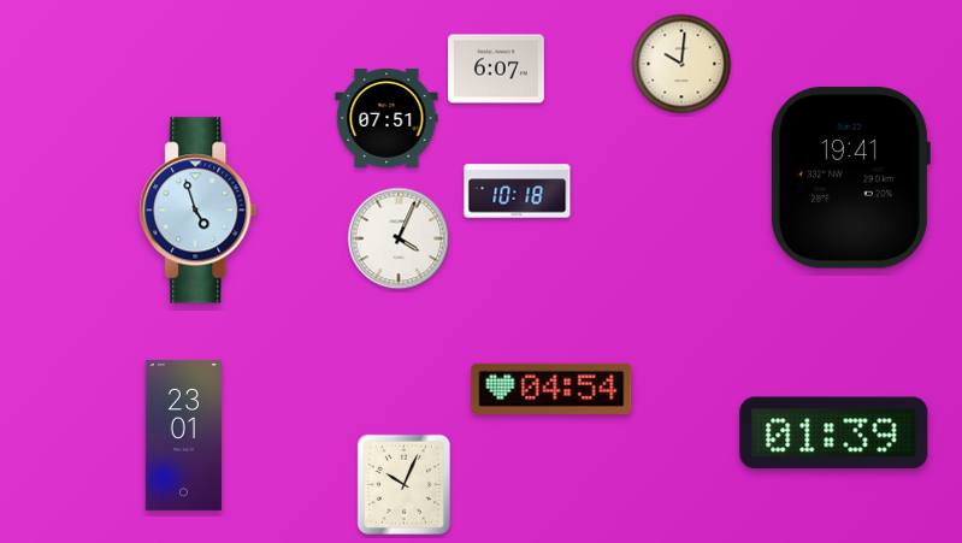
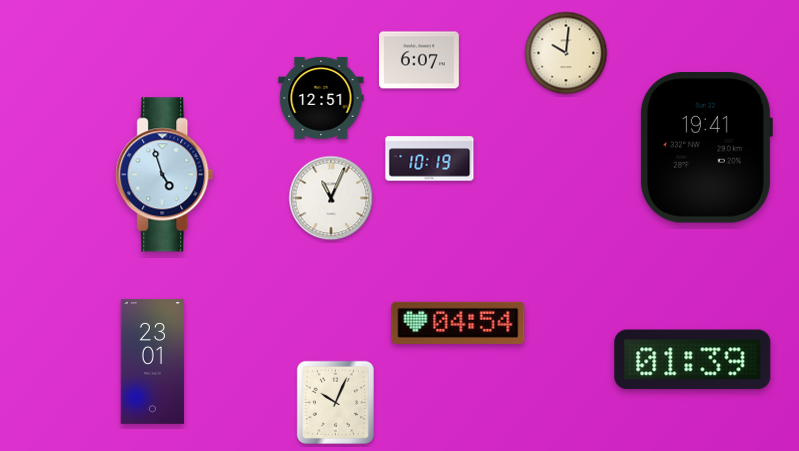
clock at (496, 69) position: (496, 69) -> (419, 60)
clock at (386, 118): 07:51 -> 12:51
clock at (518, 191): 10:18 -> 10:19
clock at (399, 238): 4:04 -> 11:04
